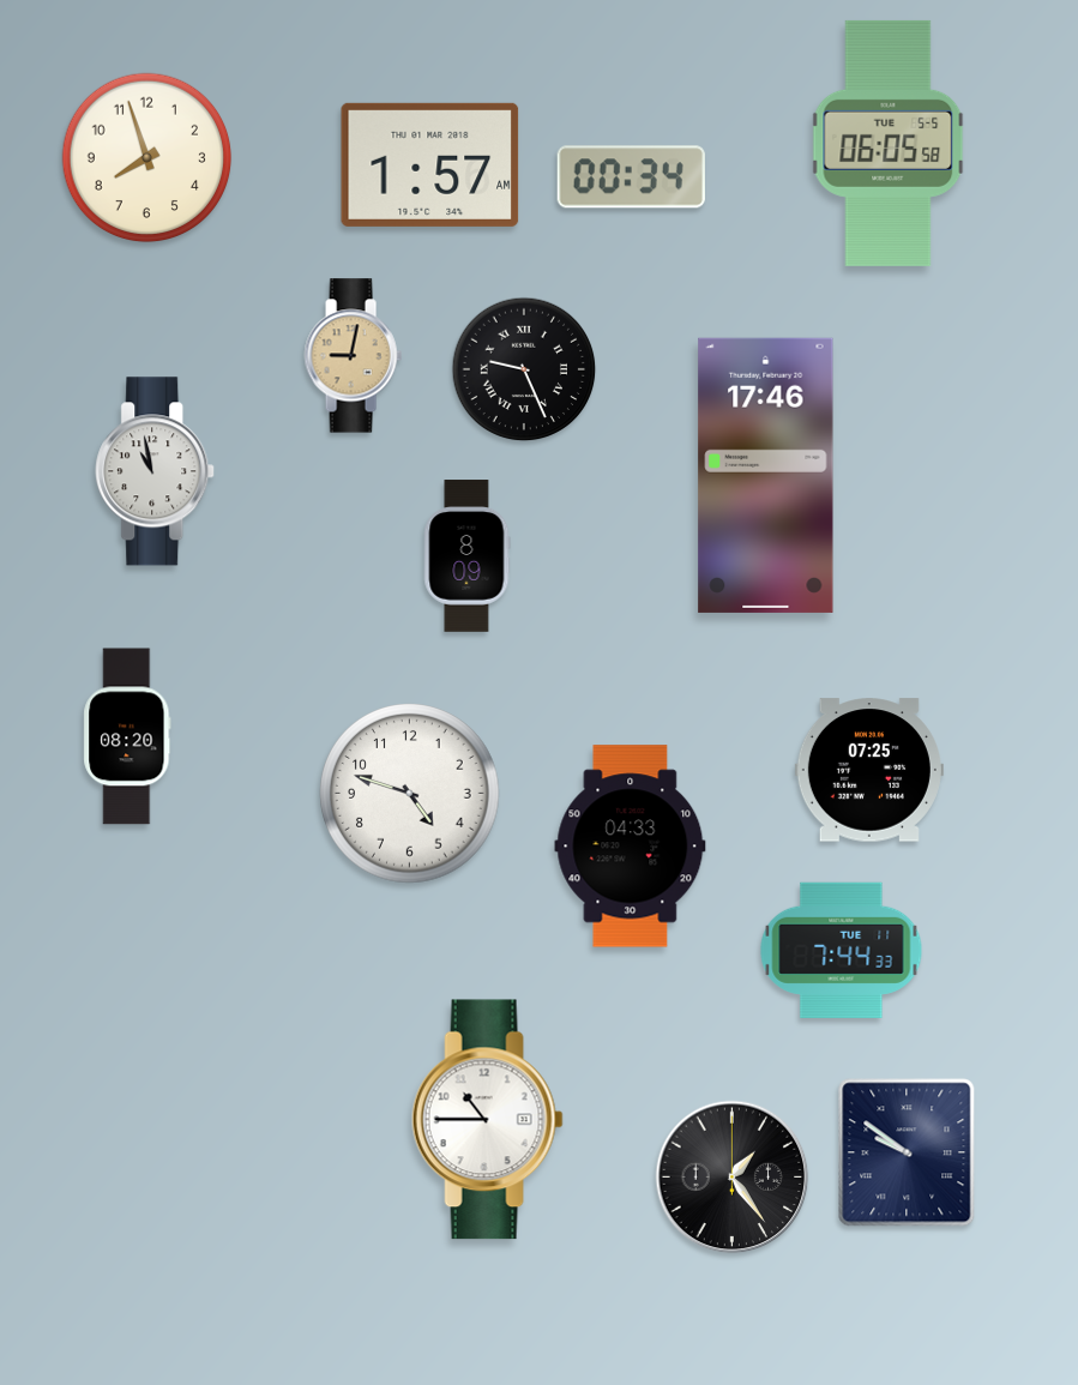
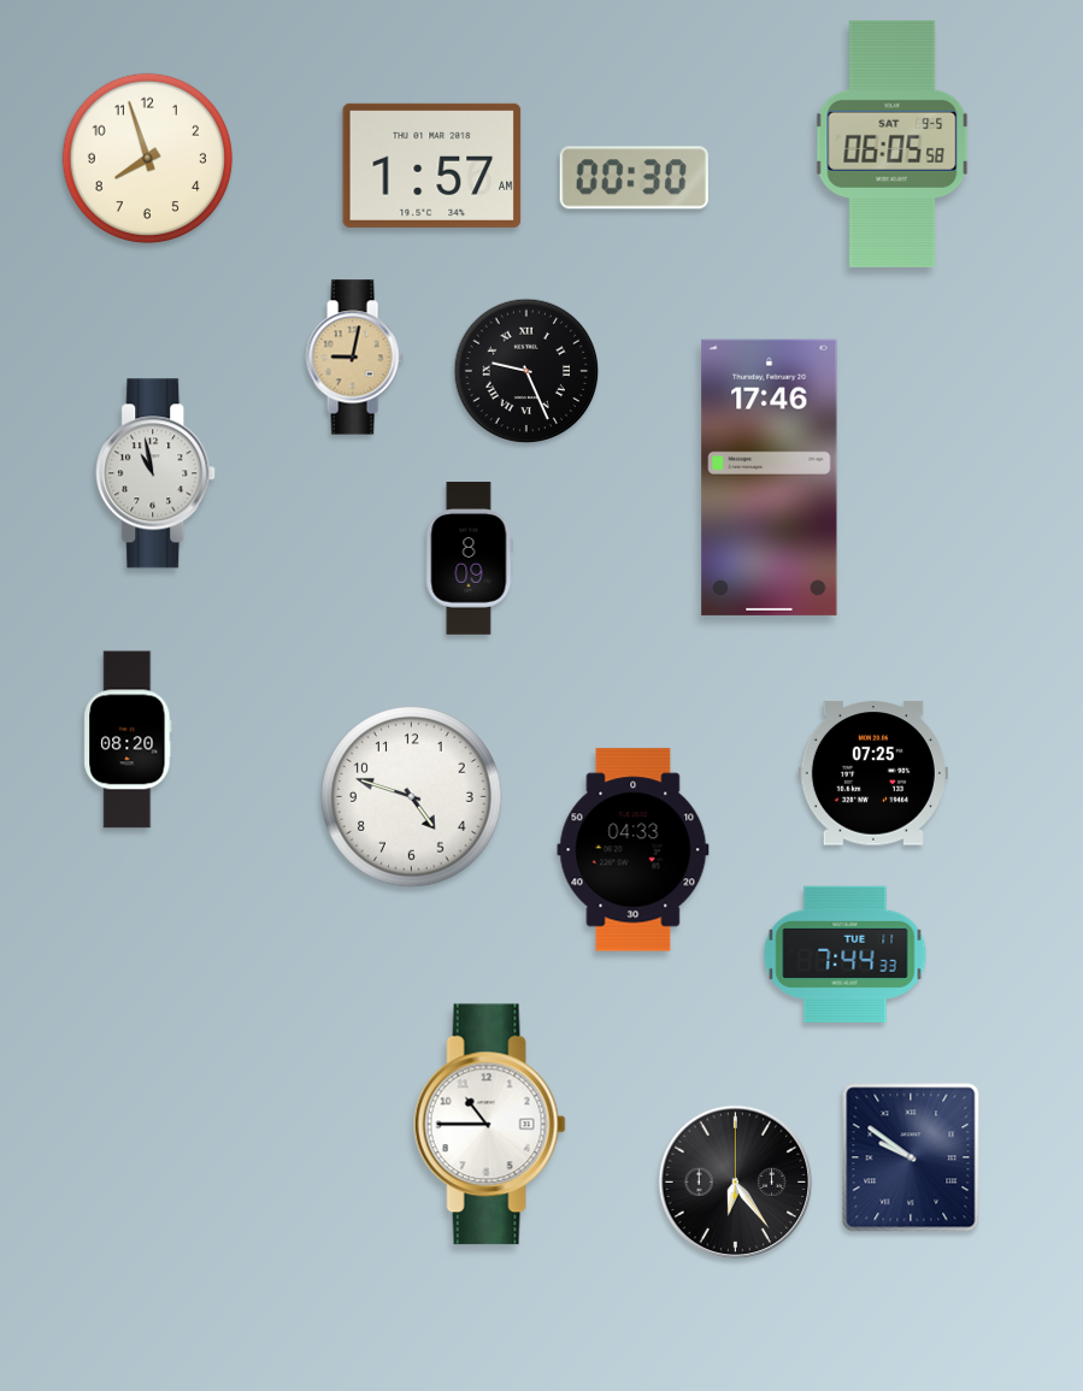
clock at (889, 143) date: TUE 5-5 -> SAT 9-5
clock at (631, 177): 00:34 -> 00:30
clock at (733, 1178): 1:24 -> 6:24
